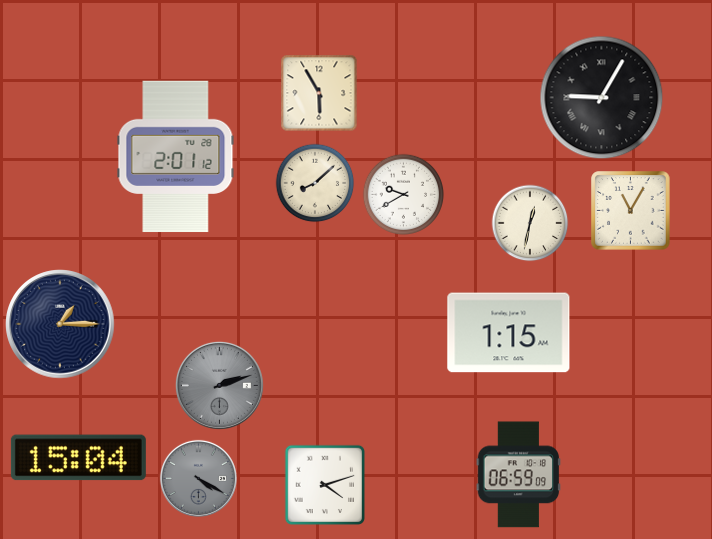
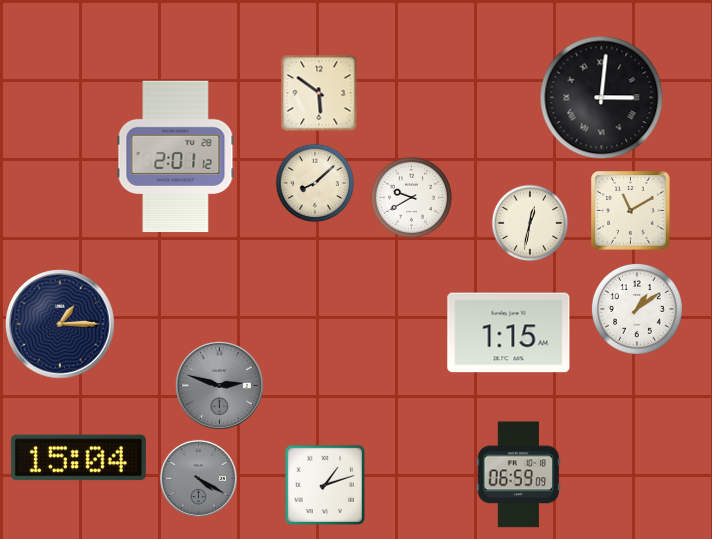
clock at (319, 93): 5:55 -> 5:51
clock at (602, 98): 9:05 -> 3:01
clock at (404, 195) position: (404, 195) -> (412, 198)
clock at (631, 211): 11:05 -> 11:10
clock at (637, 309): none -> 1:09
clock at (219, 385): 2:12 -> 2:48
clock at (324, 484): 4:12 -> 1:12
